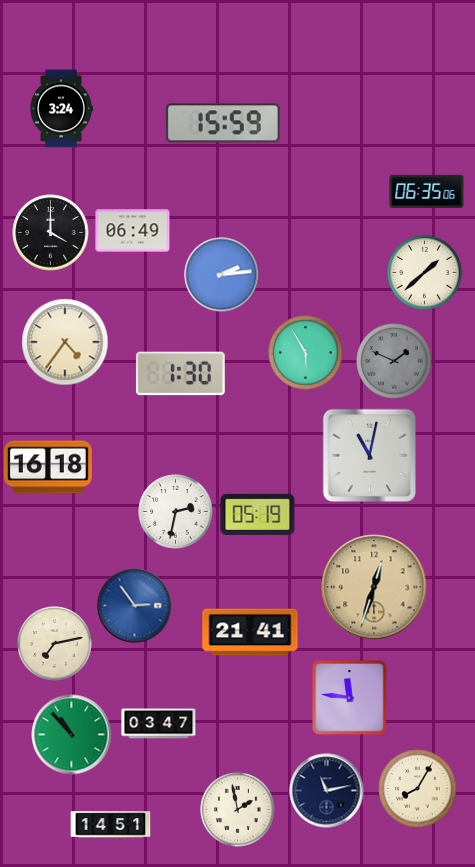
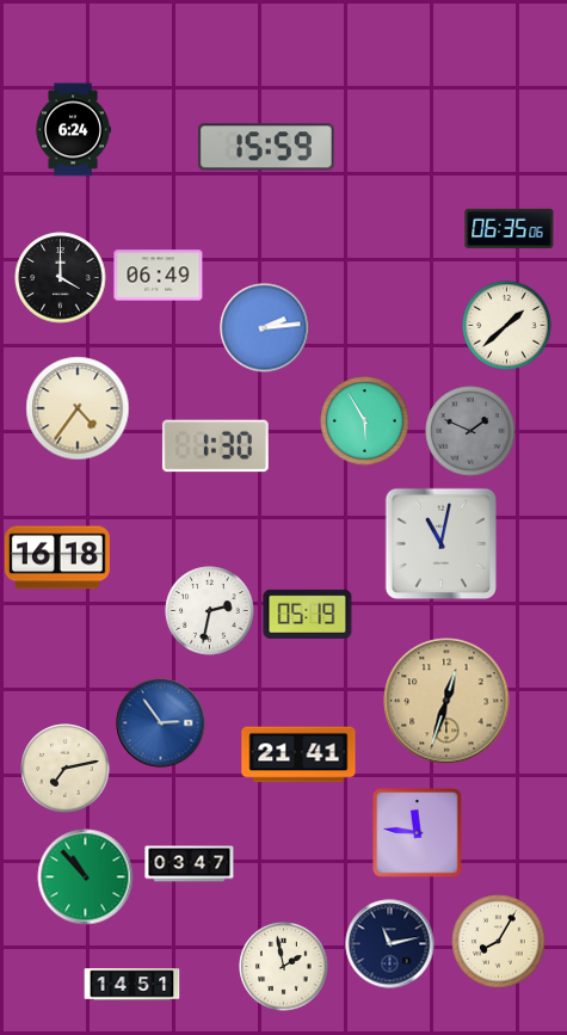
clock at (61, 109): 3:24 -> 6:24
